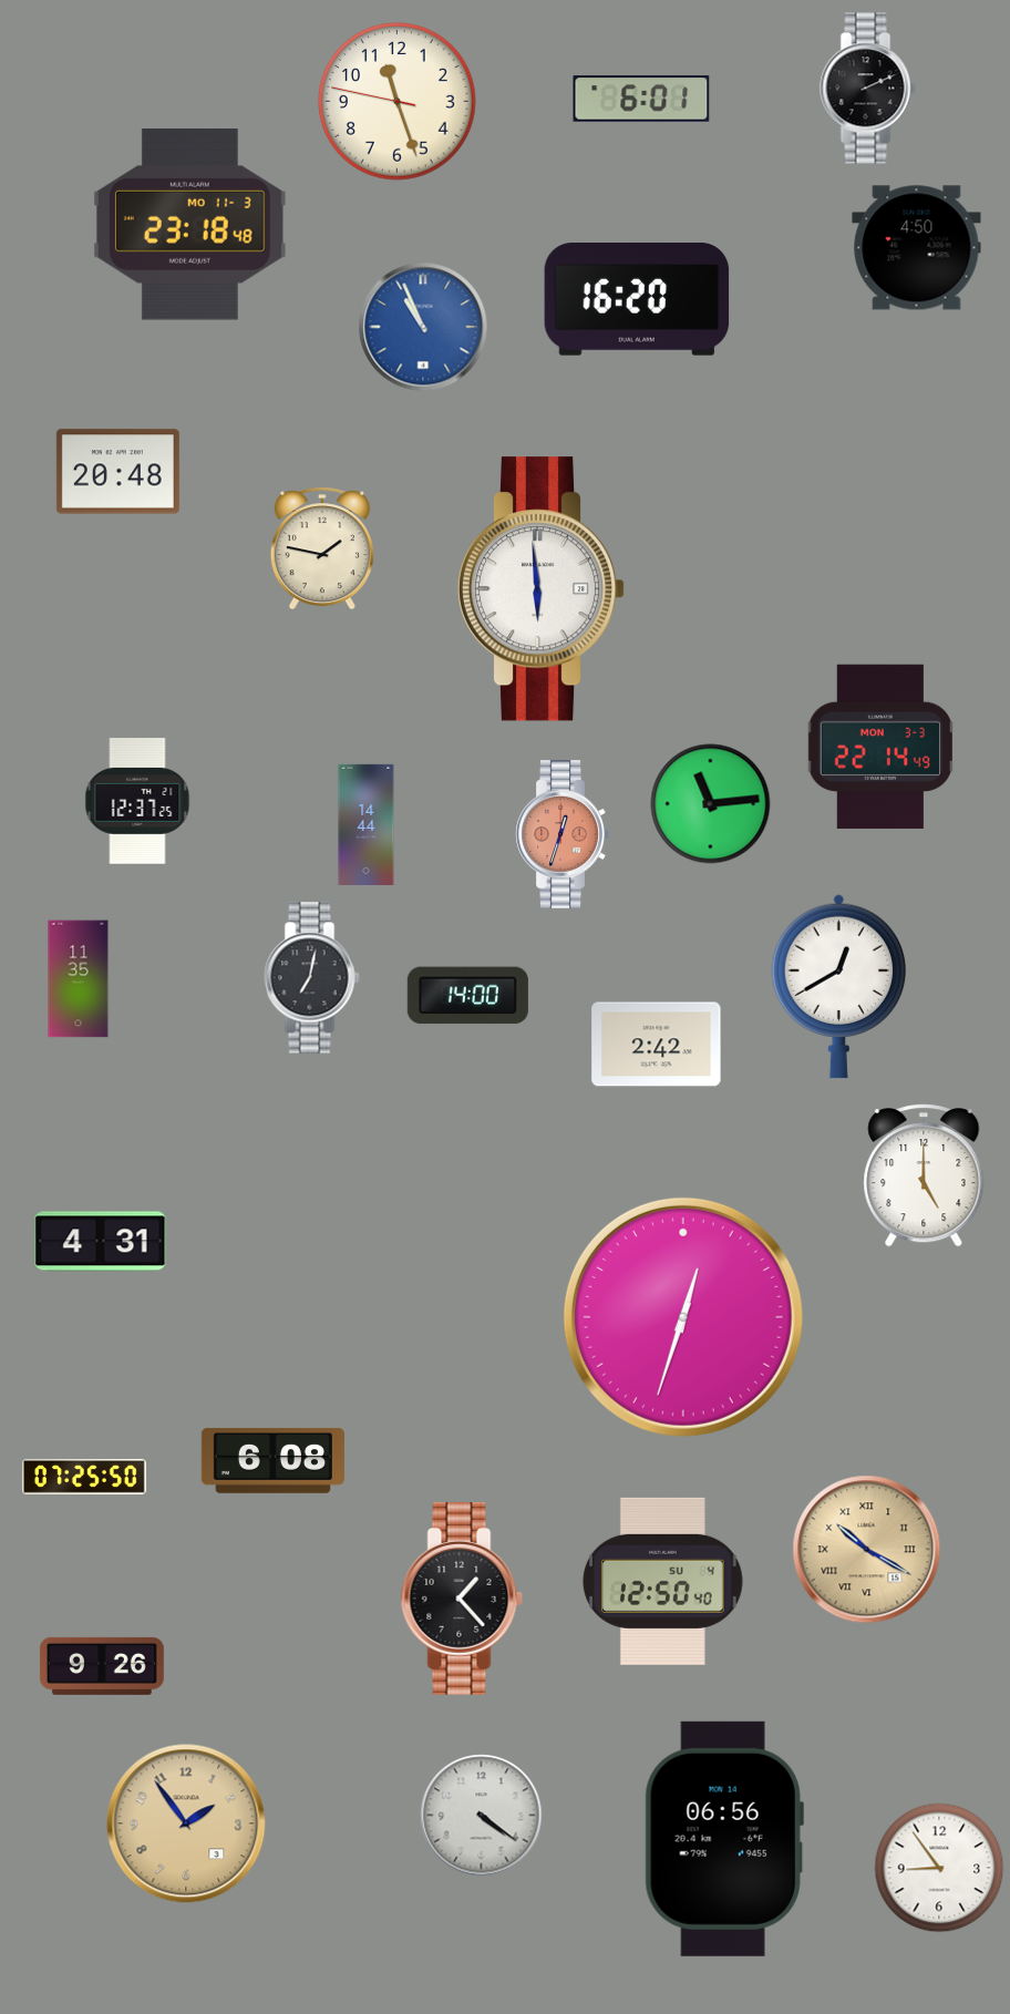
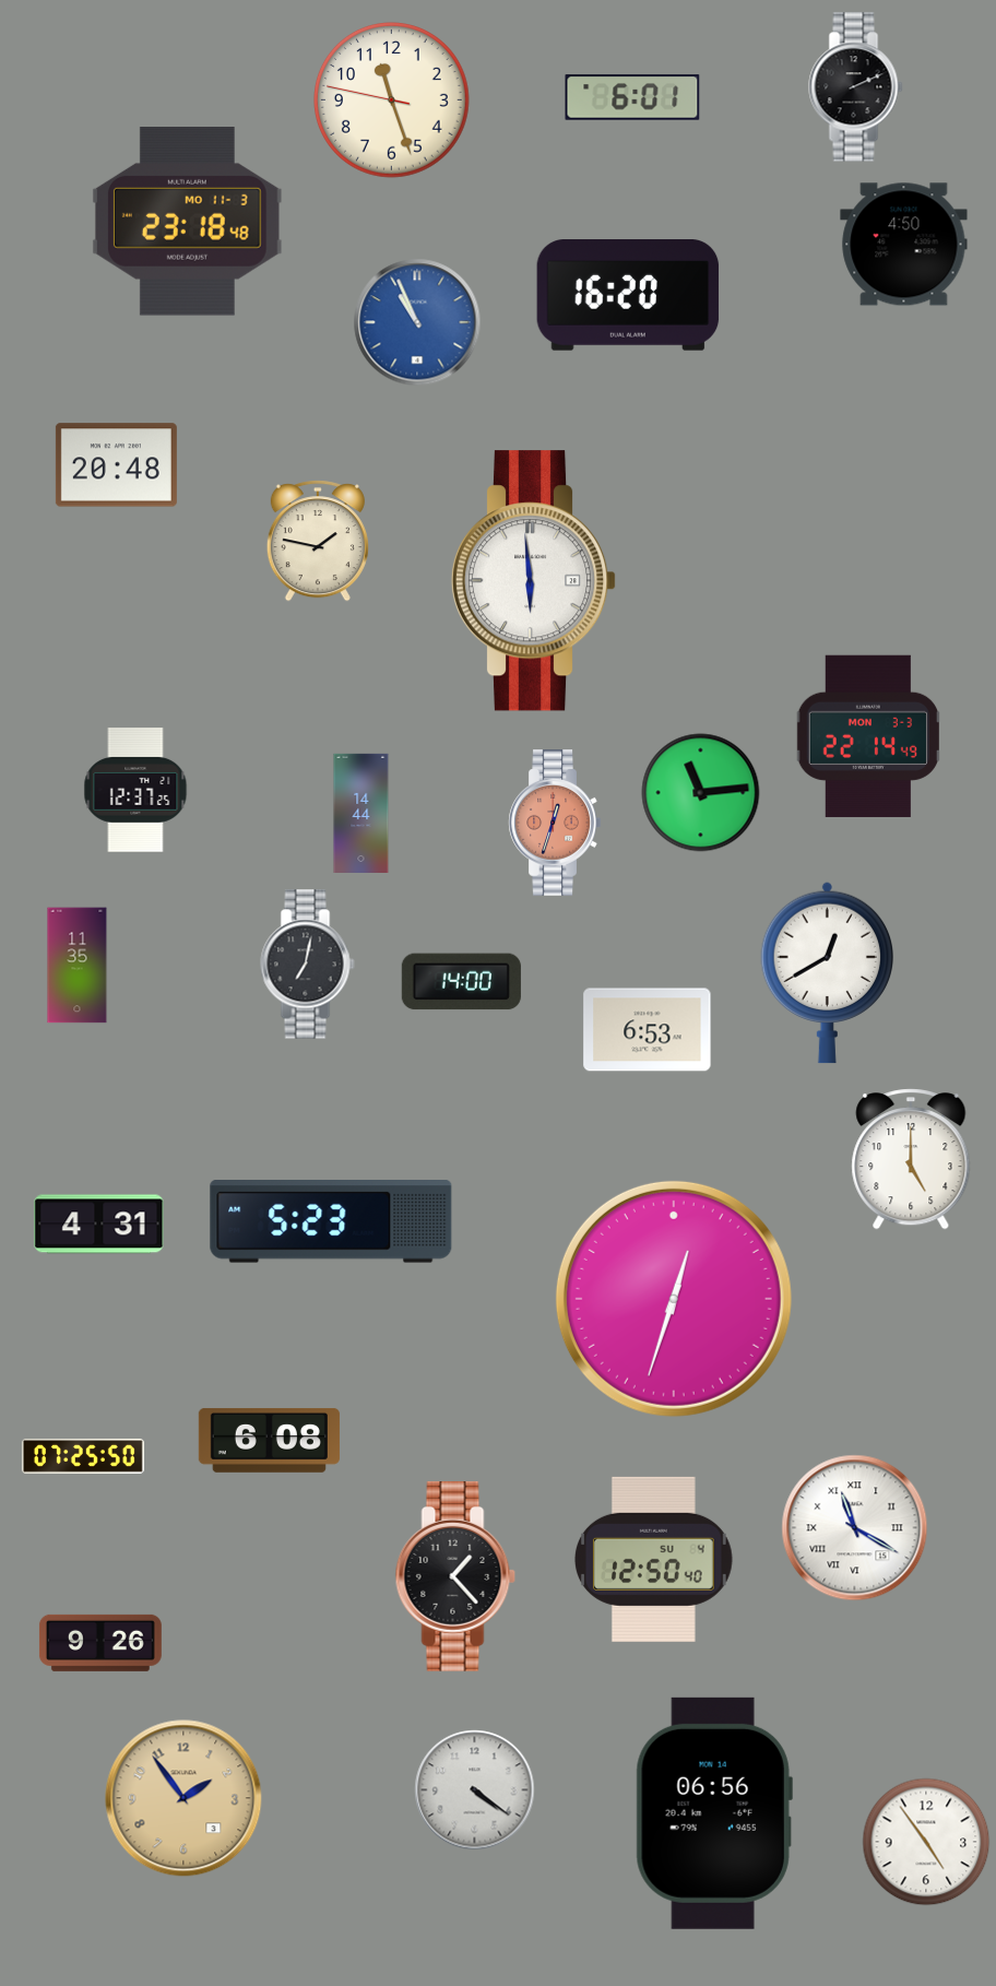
clock at (657, 1045): 2:42 -> 6:53
clock at (331, 1221): none -> 5:23
clock at (867, 1550): 10:20 -> 11:20
clock at (867, 1550) dial: champagne -> white
clock at (939, 1868): 8:54 -> 4:54
